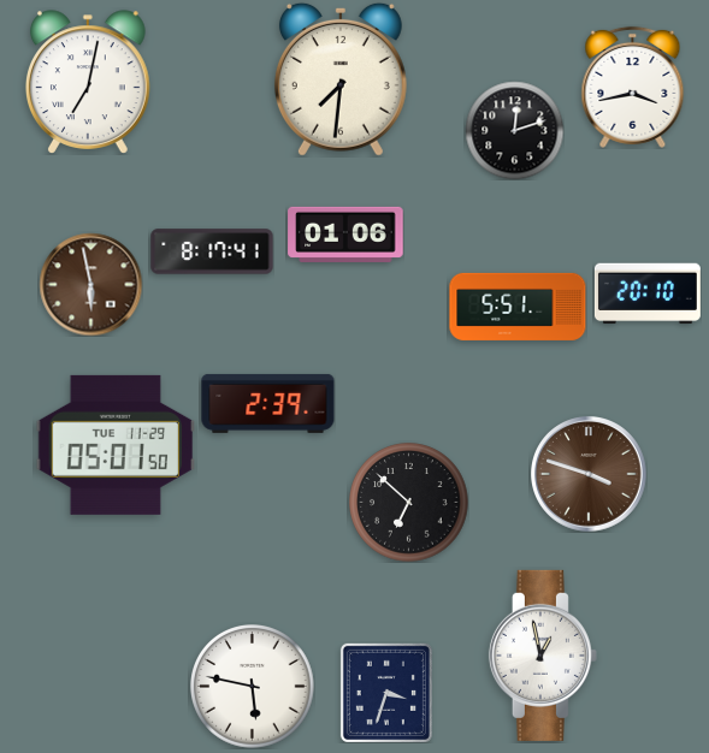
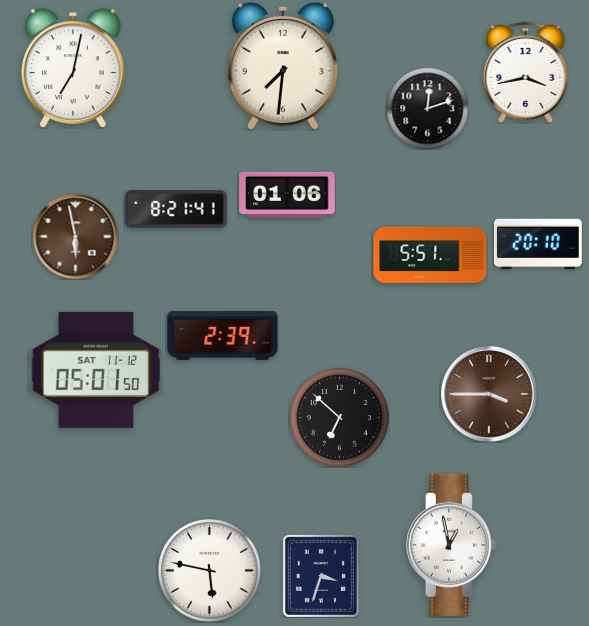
clock at (212, 251): 8:17 -> 8:21
clock at (116, 445) date: TUE 11-29 -> SAT 11-12
clock at (589, 474): 3:48 -> 3:45
